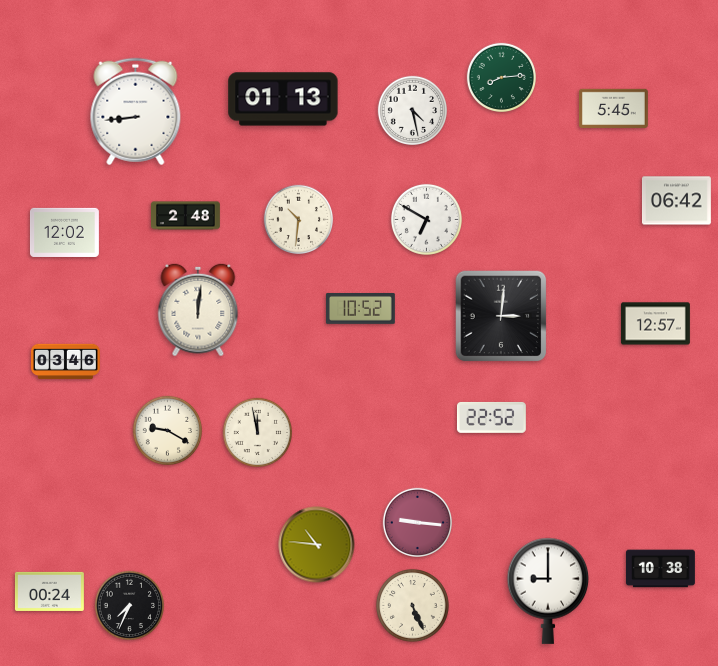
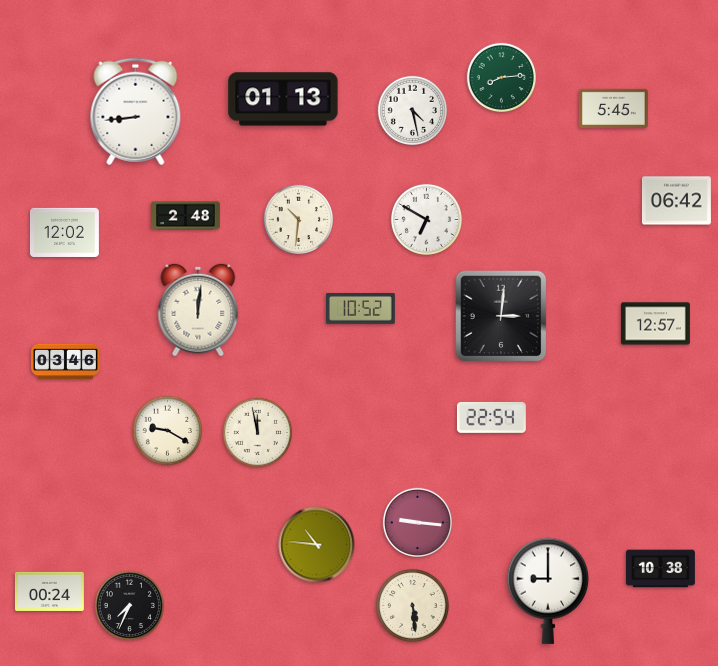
clock at (491, 417): 22:52 -> 22:54
clock at (413, 606): 5:26 -> 5:29
